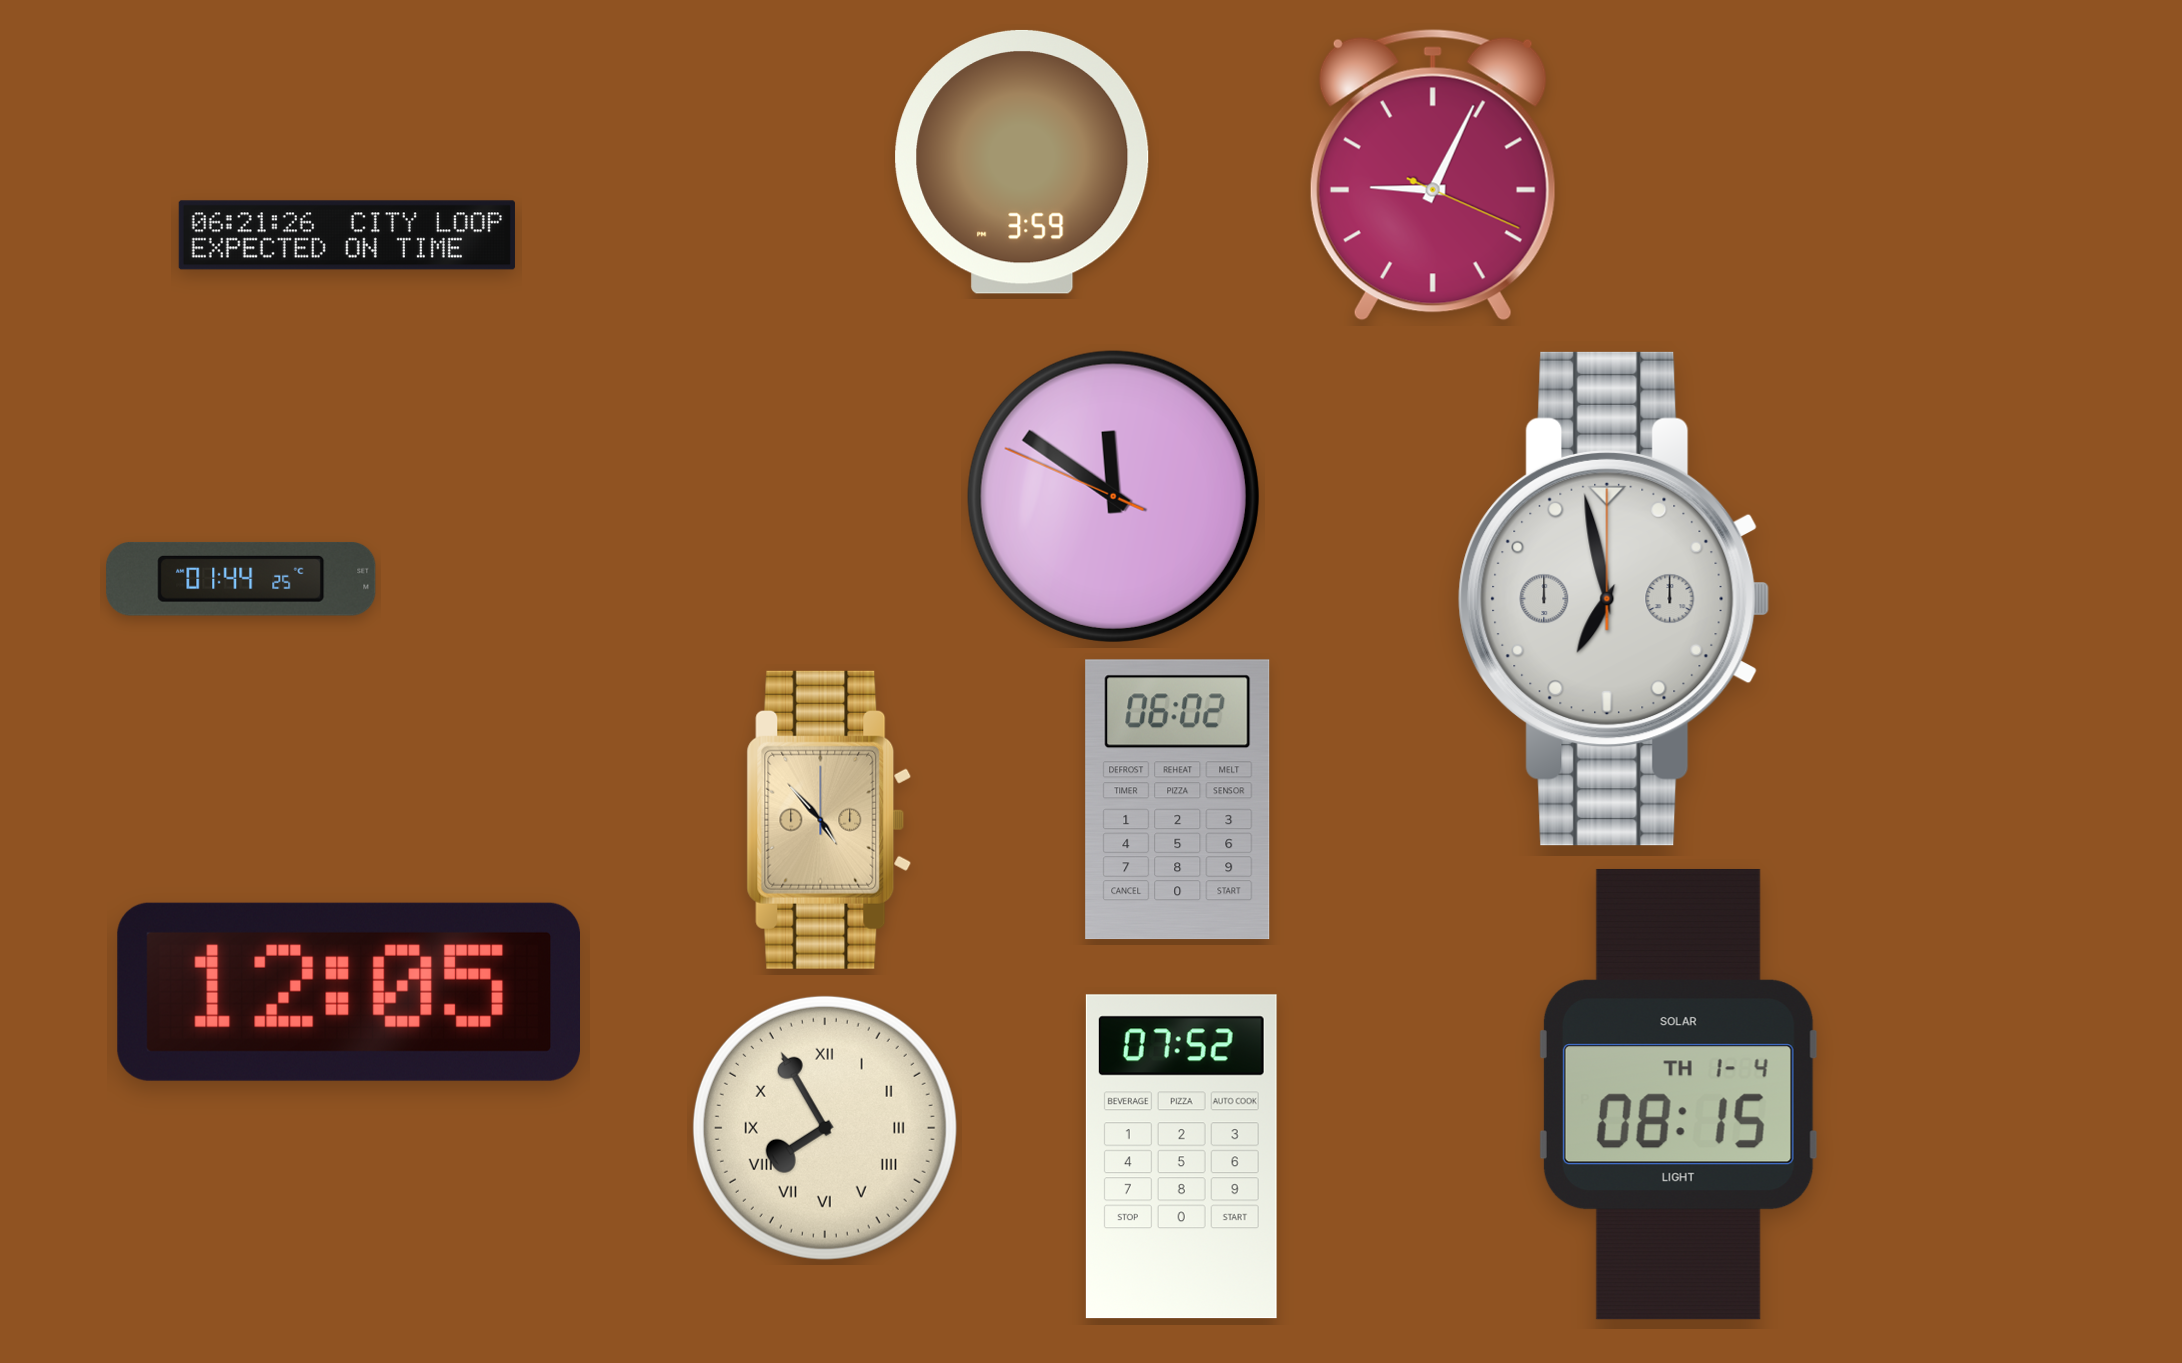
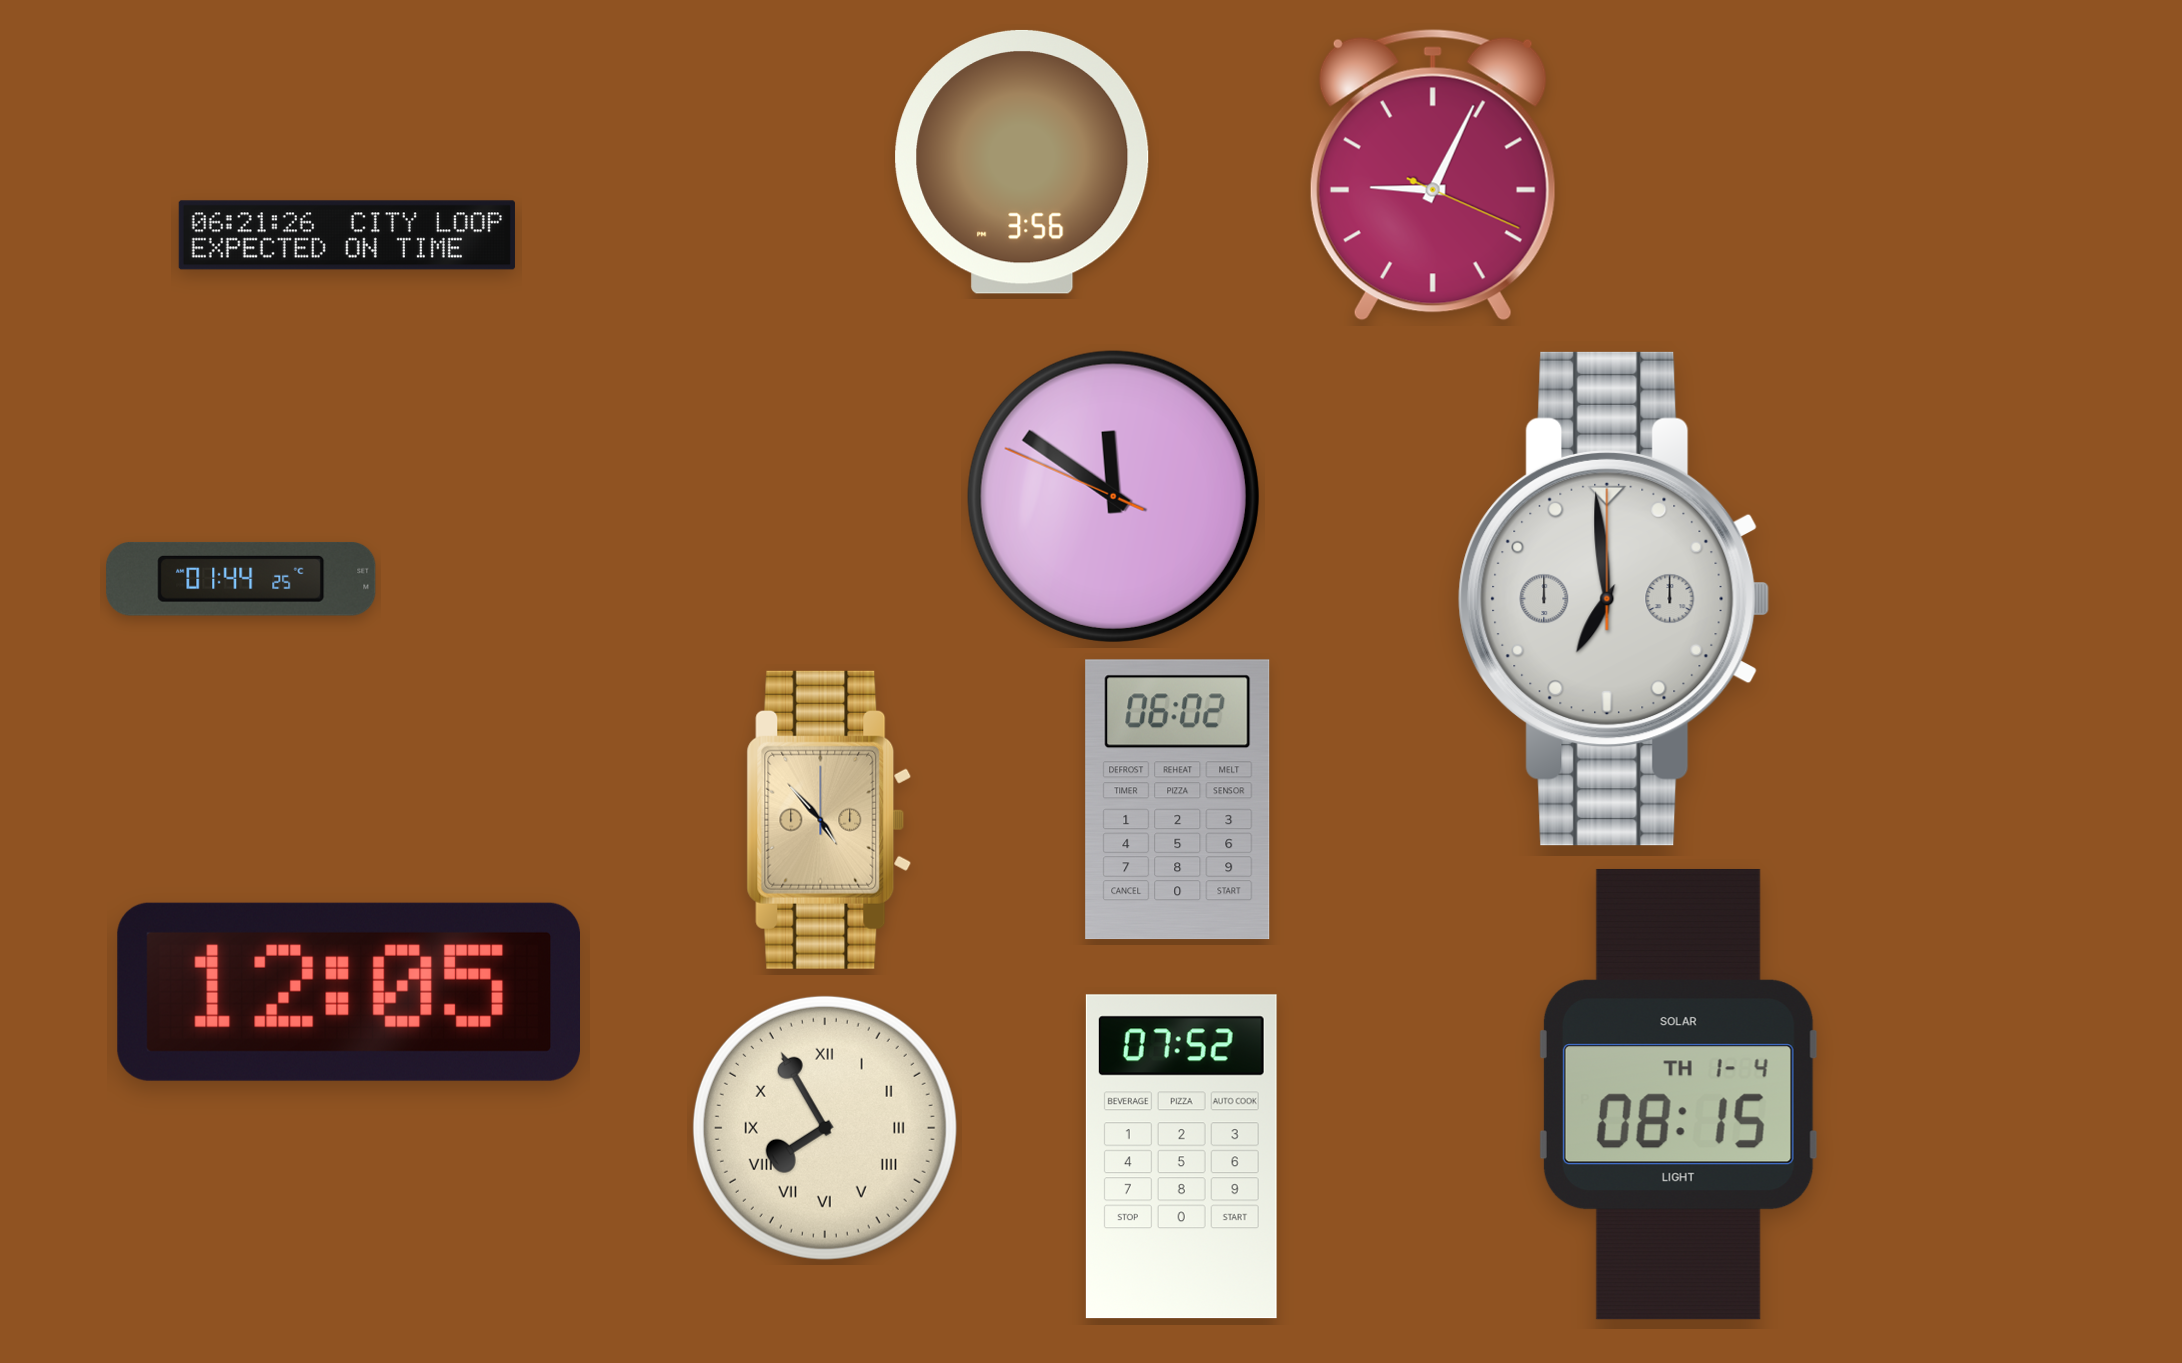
clock at (1022, 162): 3:59 -> 3:56
clock at (1614, 599): 6:58 -> 6:59
